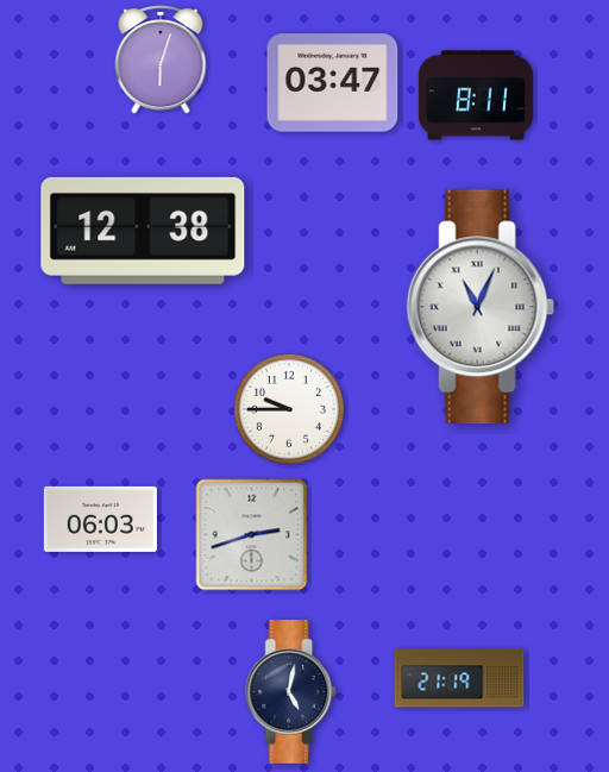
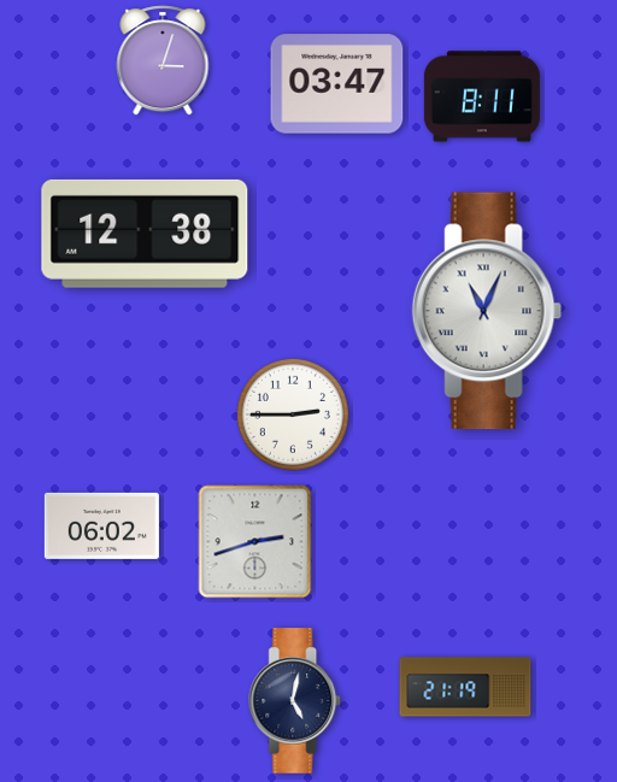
clock at (161, 59): 6:03 -> 3:03
clock at (289, 409): 9:45 -> 2:45
clock at (100, 519): 06:03 -> 06:02
